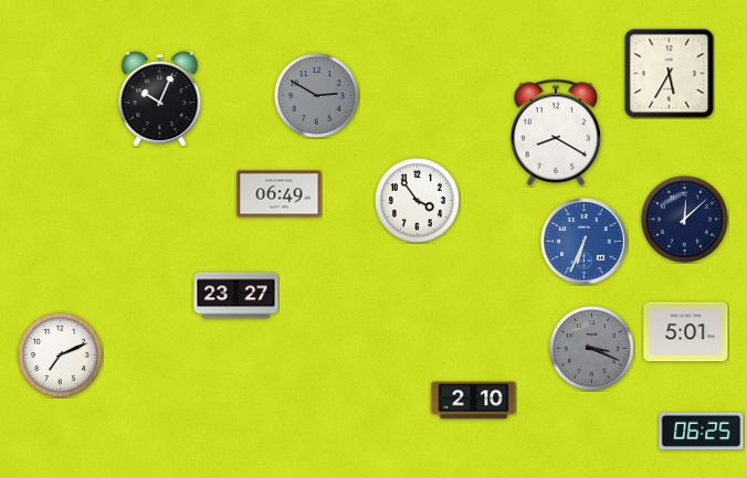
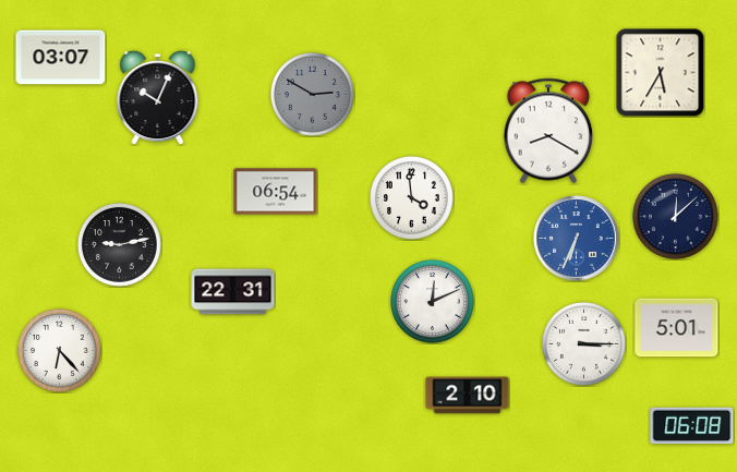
clock at (61, 58): none -> 03:07
clock at (280, 194): 06:49 -> 06:54
clock at (418, 201): 3:54 -> 3:59
clock at (120, 245): none -> 9:13
clock at (236, 296): 23:27 -> 22:31
clock at (433, 302): none -> 12:11
clock at (592, 349): 3:19 -> 3:15
clock at (592, 349) dial: grey -> white
clock at (61, 355): 7:11 -> 6:23
clock at (702, 432): 06:25 -> 06:08
